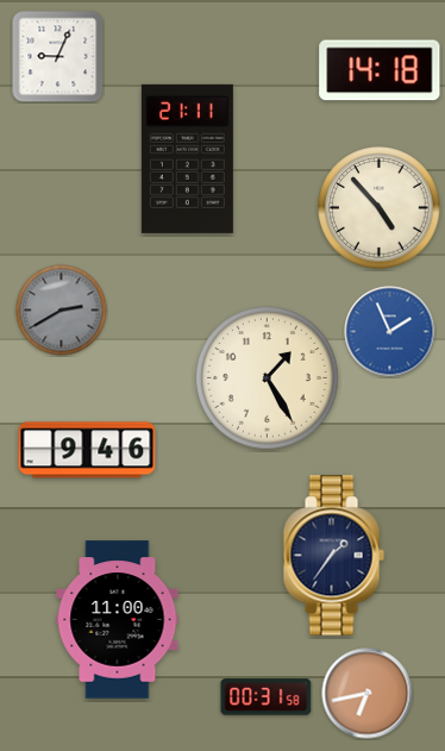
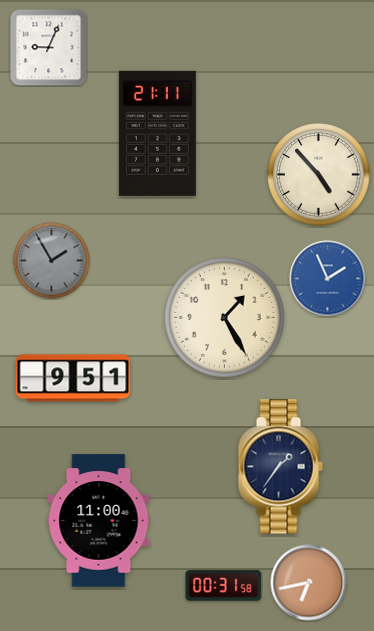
clock at (380, 70): 14:18 -> none
clock at (62, 311): 2:40 -> 1:55
clock at (87, 450): 9:46 -> 9:51
